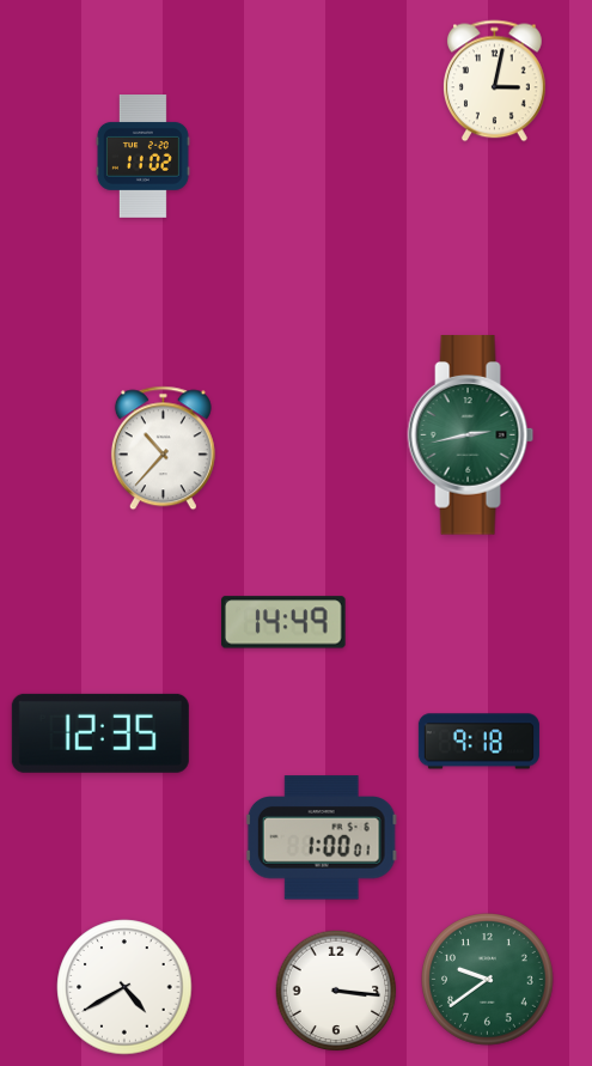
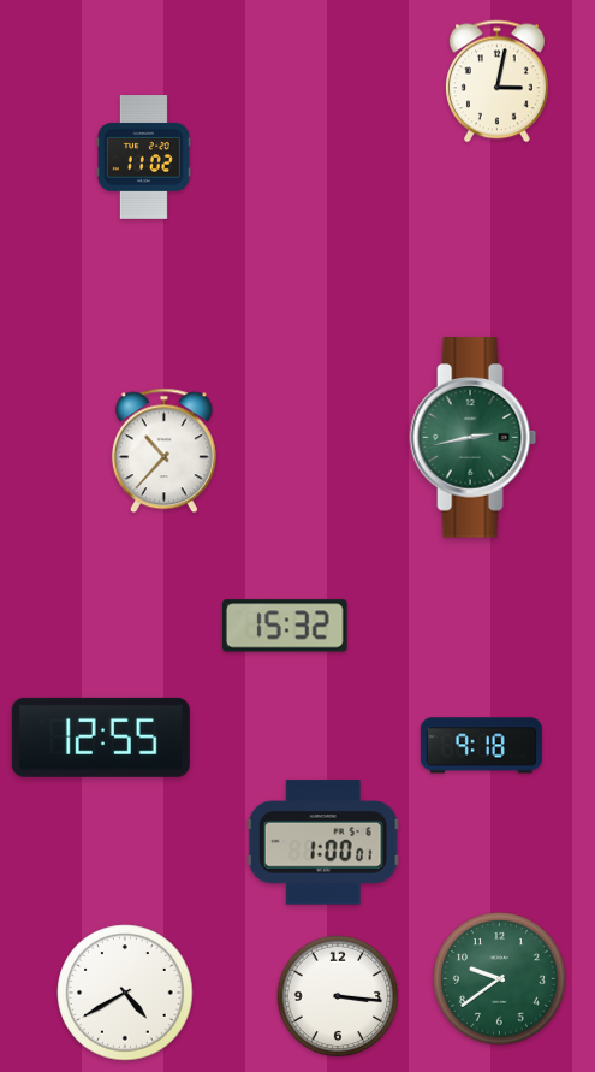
clock at (285, 622): 14:49 -> 15:32
clock at (100, 733): 12:35 -> 12:55
clock at (488, 980) position: (488, 980) -> (500, 979)
